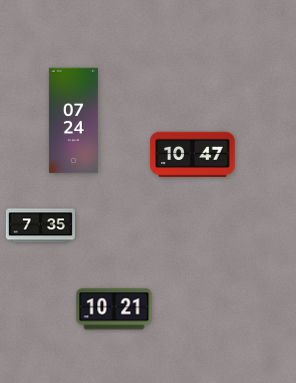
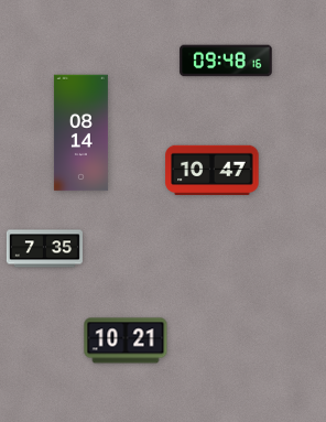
clock at (226, 61): none -> 09:48
clock at (73, 121): 07:24 -> 08:14
